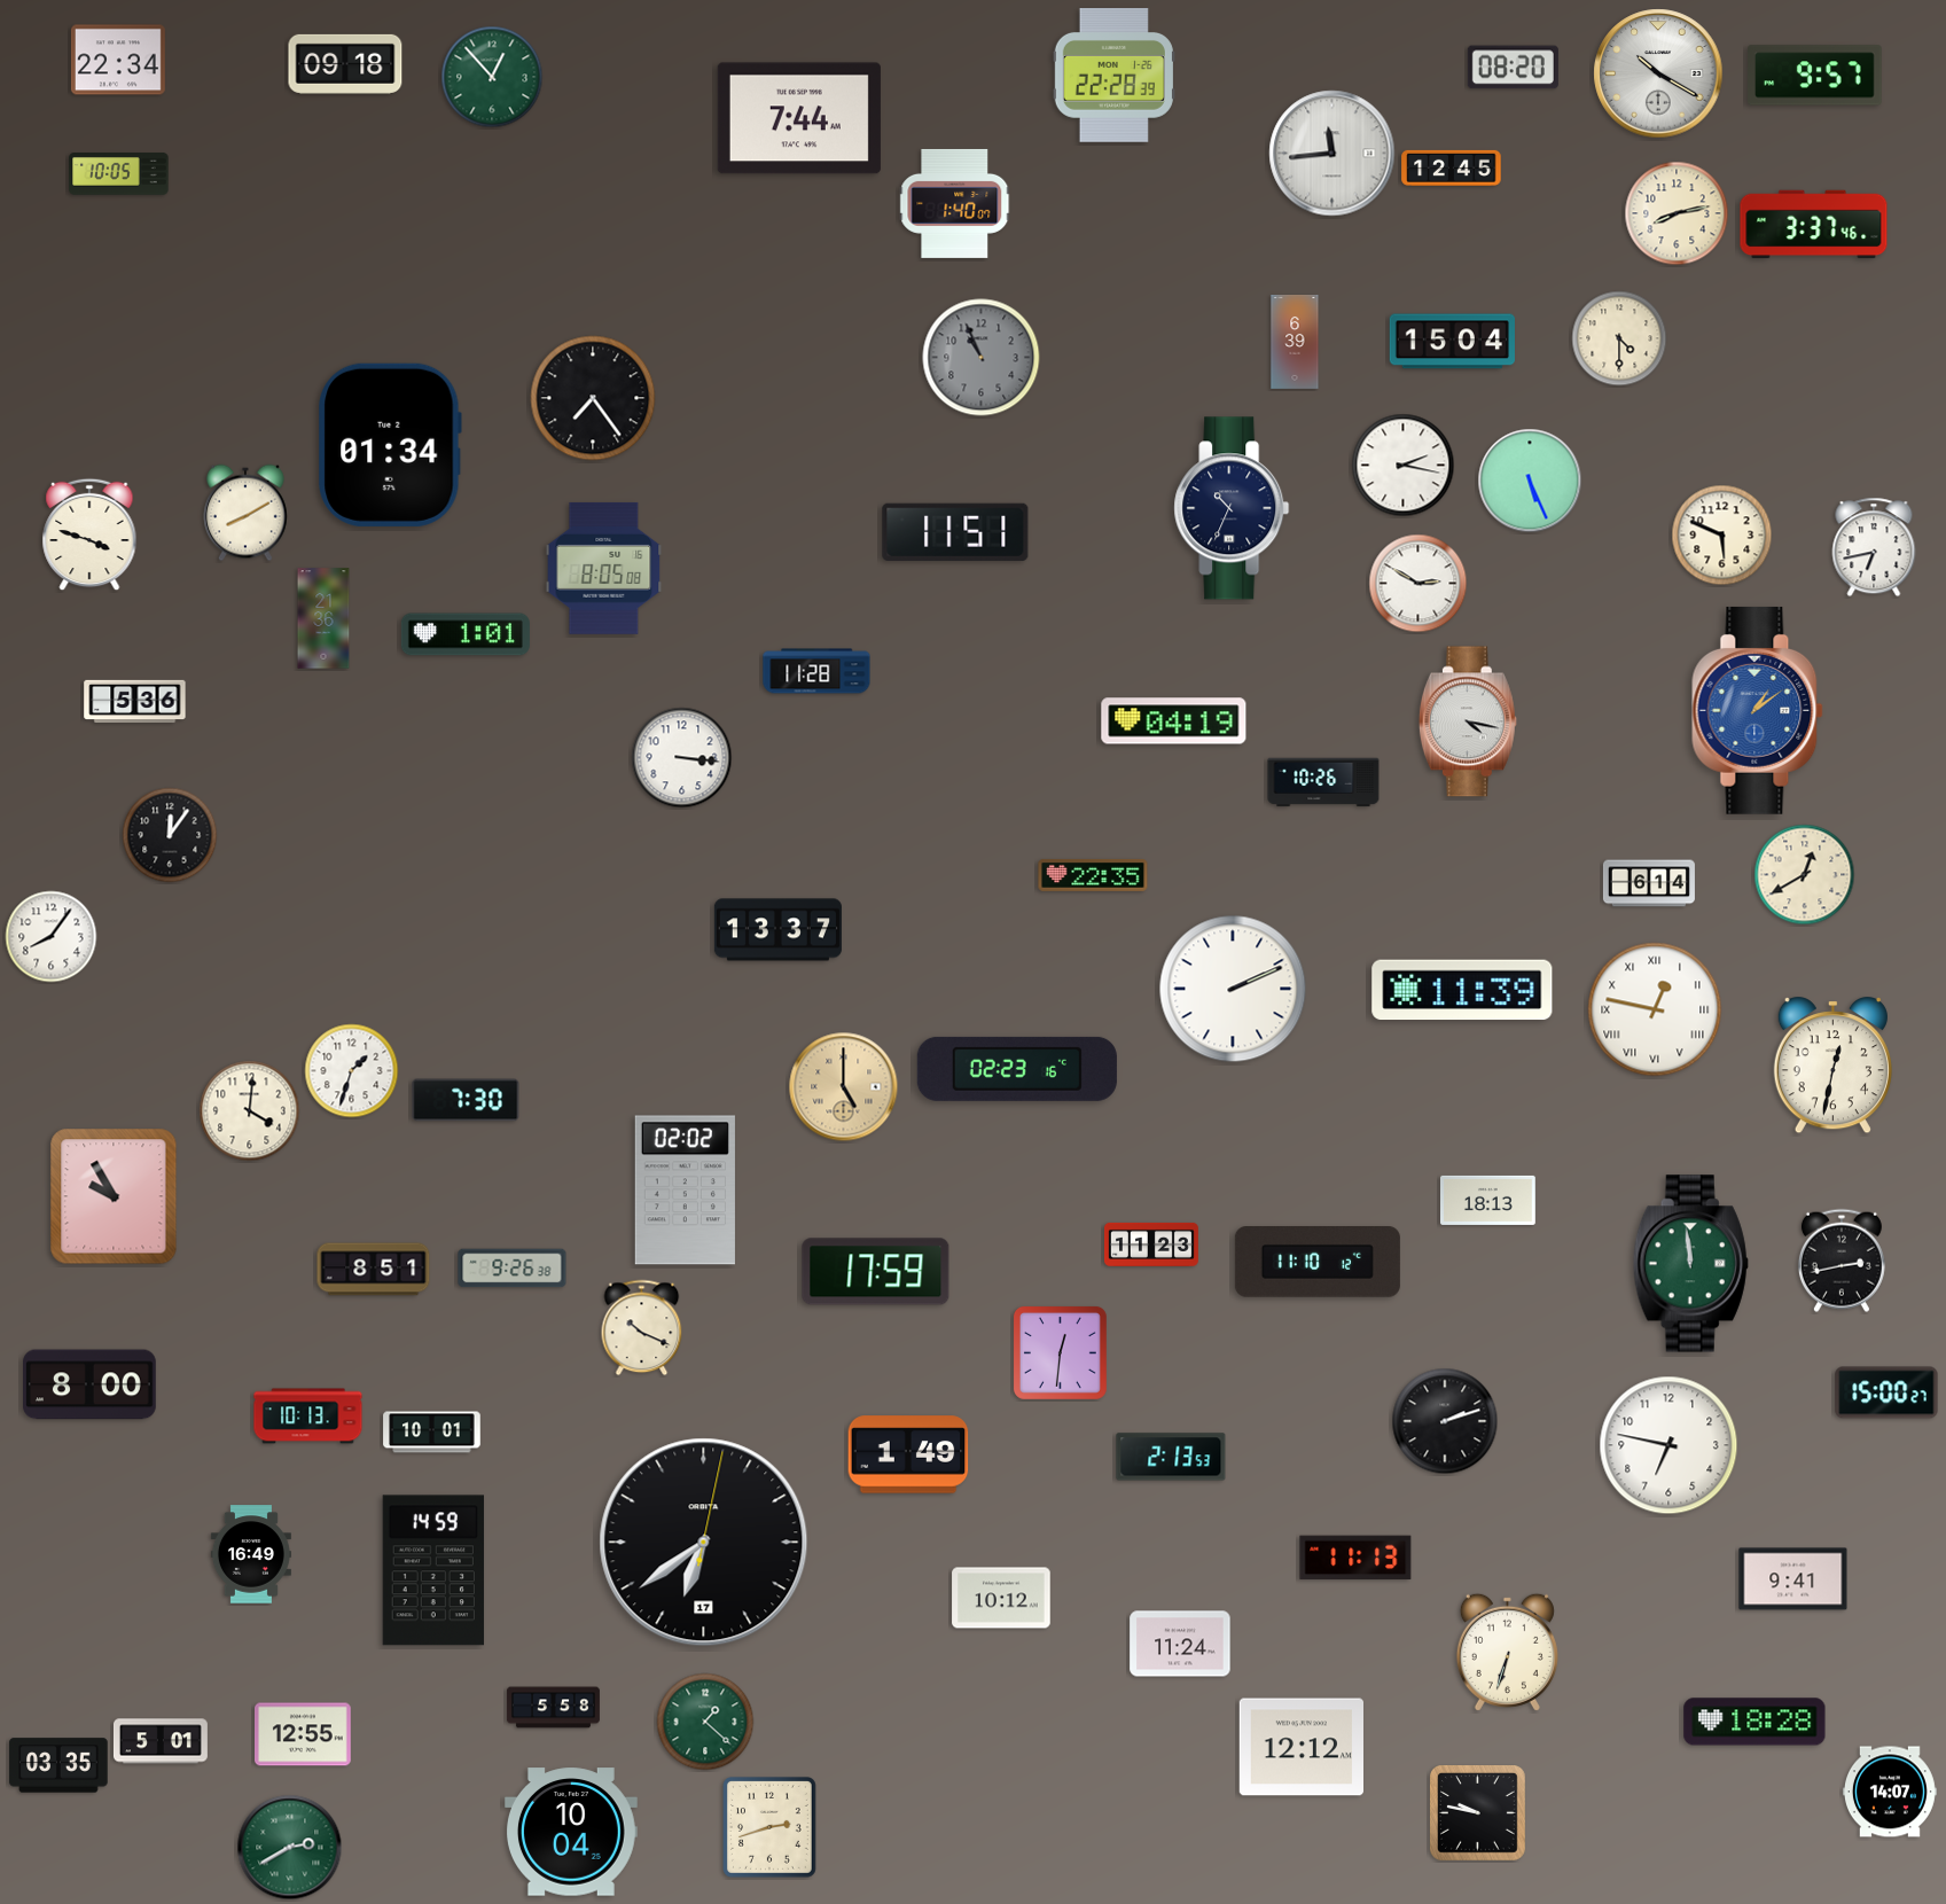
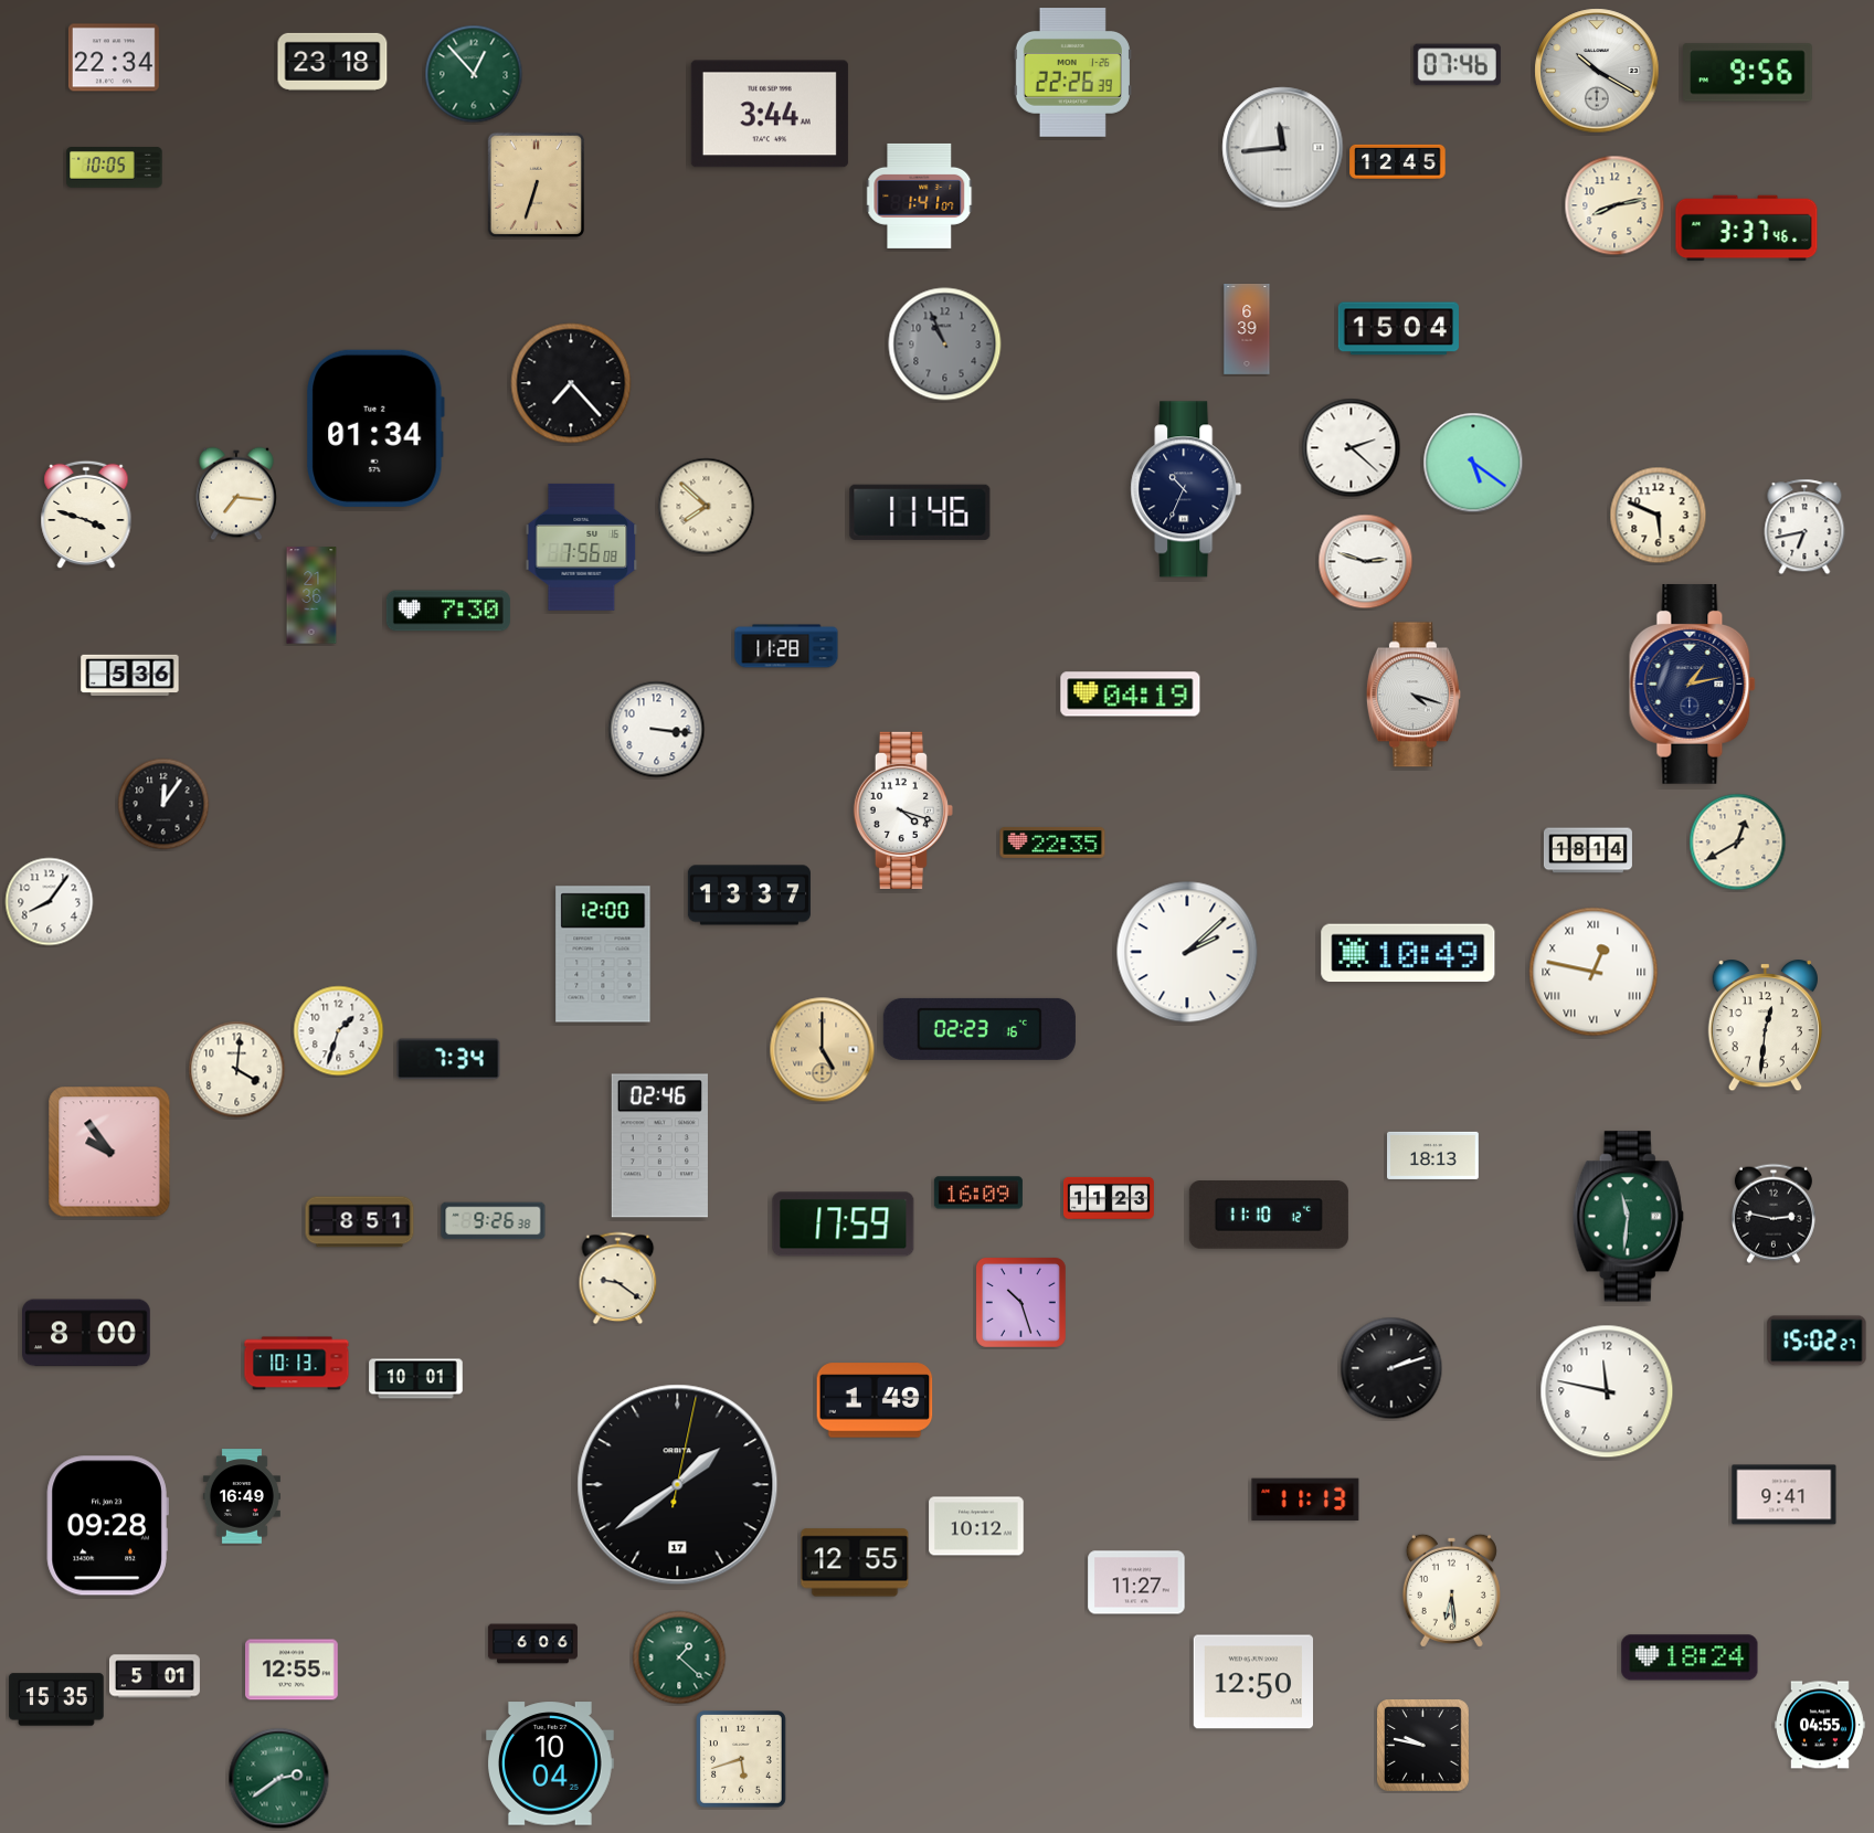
clock at (345, 64): 09:18 -> 23:18
clock at (1513, 68): 08:20 -> 07:46
clock at (1113, 76): 22:28 -> 22:26
clock at (1815, 76): 9:57 -> 9:56
clock at (799, 118): 7:44 -> 3:44
clock at (536, 184): none -> 6:33
clock at (955, 203): 1:40 -> 1:41
clock at (1814, 225) position: (1814, 225) -> (1747, 229)
clock at (1619, 338): 4:30 -> none
clock at (593, 398): 7:24 -> 7:23
clock at (1404, 466): 2:17 -> 2:22
clock at (1530, 481): 5:26 -> 5:21
clock at (247, 513): 8:10 -> 7:16
clock at (707, 507): none -> 7:52
clock at (955, 532): 11:51 -> 11:46
clock at (604, 568): 8:05 -> 7:56
clock at (1419, 584): 2:50 -> 2:48
clock at (466, 634): 1:01 -> 7:30
clock at (1758, 710): 1:09 -> 1:13
clock at (1758, 710) dial: blue -> navy
clock at (1468, 721): 4:17 -> 4:18
clock at (1323, 782): 10:26 -> none
clock at (903, 810): none -> 4:18
clock at (1649, 883): 6:14 -> 18:14
clock at (1233, 989): 2:11 -> 2:08
clock at (1462, 990): 11:39 -> 10:49
clock at (603, 954): none -> 12:00
clock at (1832, 1066): 12:32 -> 12:31
clock at (844, 1087) position: (844, 1087) -> (823, 1050)
clock at (466, 1100): 7:30 -> 7:34
clock at (250, 1111) position: (250, 1111) -> (237, 1070)
clock at (685, 1191): 02:02 -> 02:46
clock at (114, 1196): 9:55 -> 9:54
clock at (978, 1193): none -> 16:09
clock at (1842, 1261): 2:43 -> 2:47
clock at (1690, 1264): 11:59 -> 11:31
clock at (642, 1328): 10:19 -> 9:21
clock at (1060, 1352): 12:31 -> 10:27
clock at (1886, 1392): 15:00 -> 15:02
clock at (1668, 1445): 6:47 -> 11:47
clock at (1171, 1457): 2:13 -> none
clock at (704, 1543): 6:39 -> 1:39
clock at (433, 1570): 14:59 -> none
clock at (1793, 1579) position: (1793, 1579) -> (1785, 1495)
clock at (107, 1526): none -> 09:28
clock at (1001, 1598) position: (1001, 1598) -> (976, 1526)
clock at (855, 1562): none -> 12:55
clock at (1180, 1644): 11:24 -> 11:27
clock at (1507, 1652): 6:33 -> 6:29
clock at (553, 1708): 5:58 -> 6:06
clock at (1754, 1722): 18:28 -> 18:24
clock at (1300, 1747): 12:12 -> 12:50
clock at (58, 1765): 03:35 -> 15:35
clock at (1890, 1792): 14:07 -> 04:55
clock at (771, 1828): 2:42 -> 5:42
clock at (290, 1848): 2:40 -> 2:39
